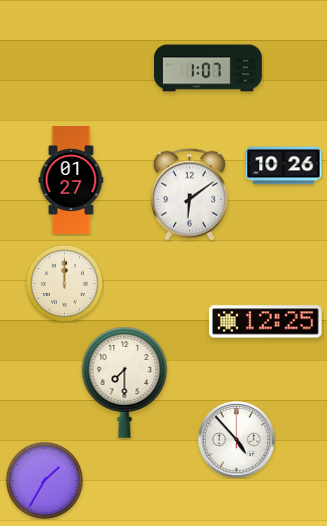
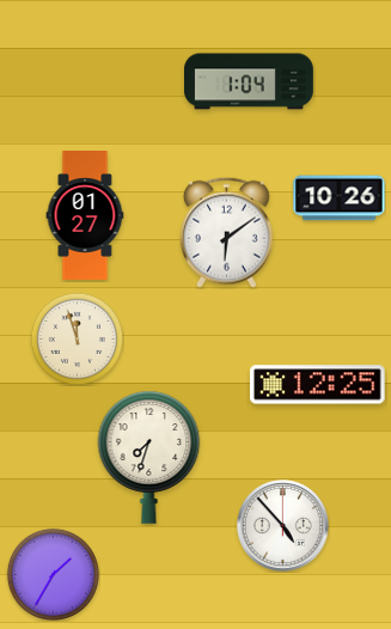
clock at (209, 68): 1:07 -> 1:04
clock at (64, 283): 12:00 -> 11:57
clock at (125, 382): 7:30 -> 7:33
